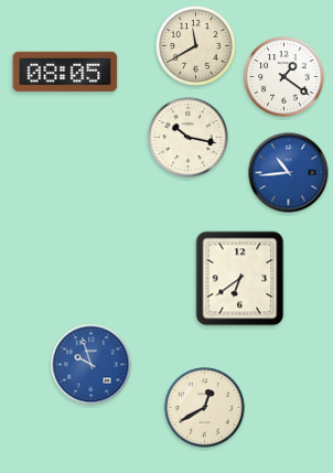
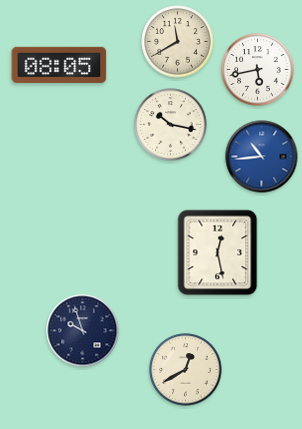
clock at (284, 77): 1:21 -> 5:43
clock at (240, 279): 6:39 -> 12:28
clock at (92, 365) dial: blue -> navy
